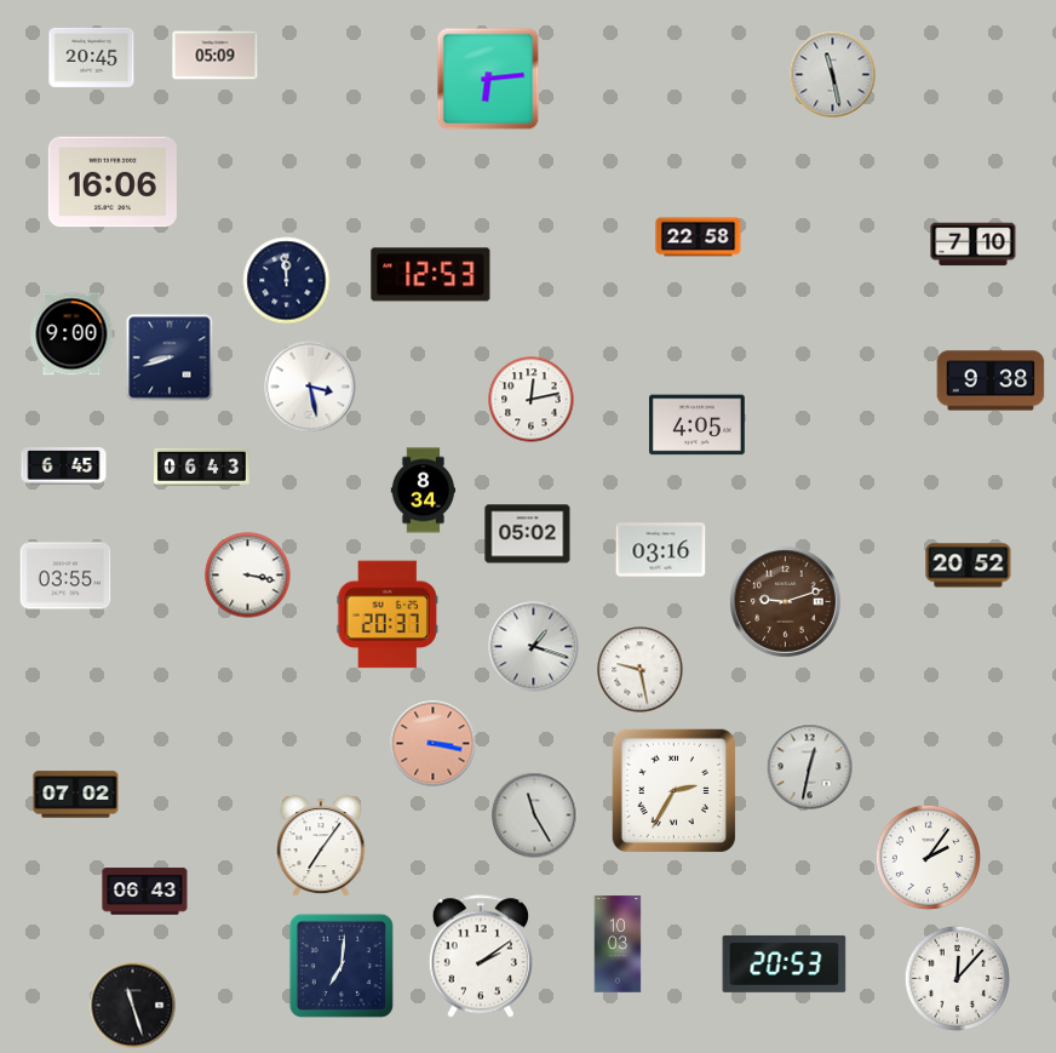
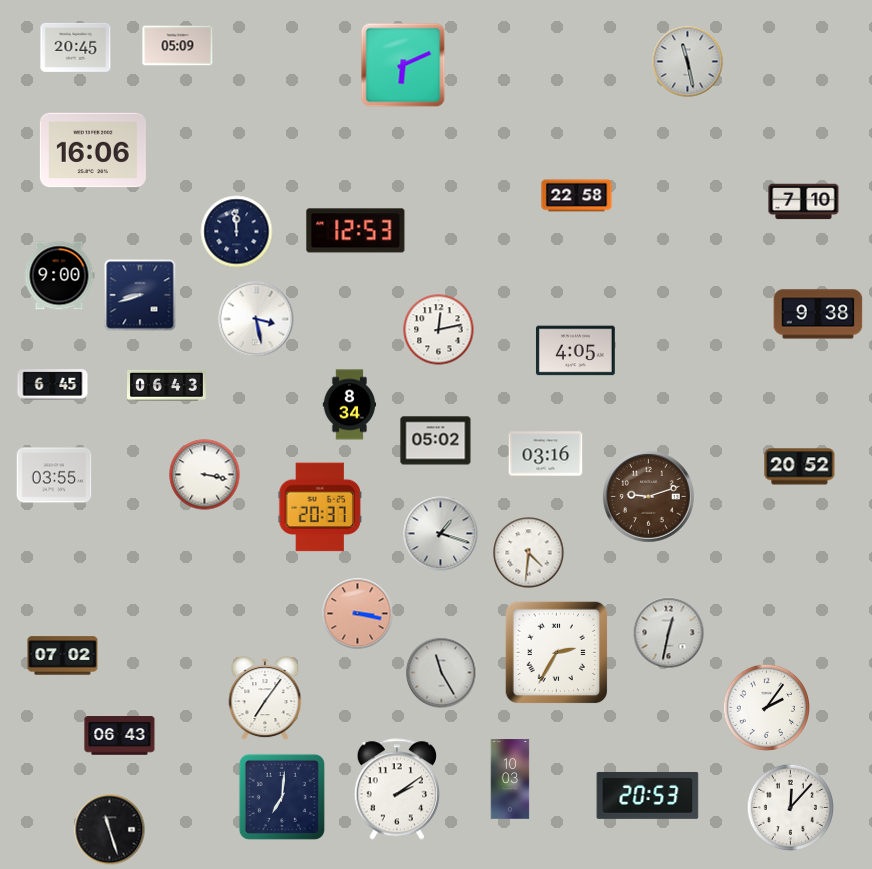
clock at (488, 79): 6:14 -> 6:11
clock at (431, 275) position: (431, 275) -> (356, 231)
clock at (641, 670): 9:28 -> 4:31
